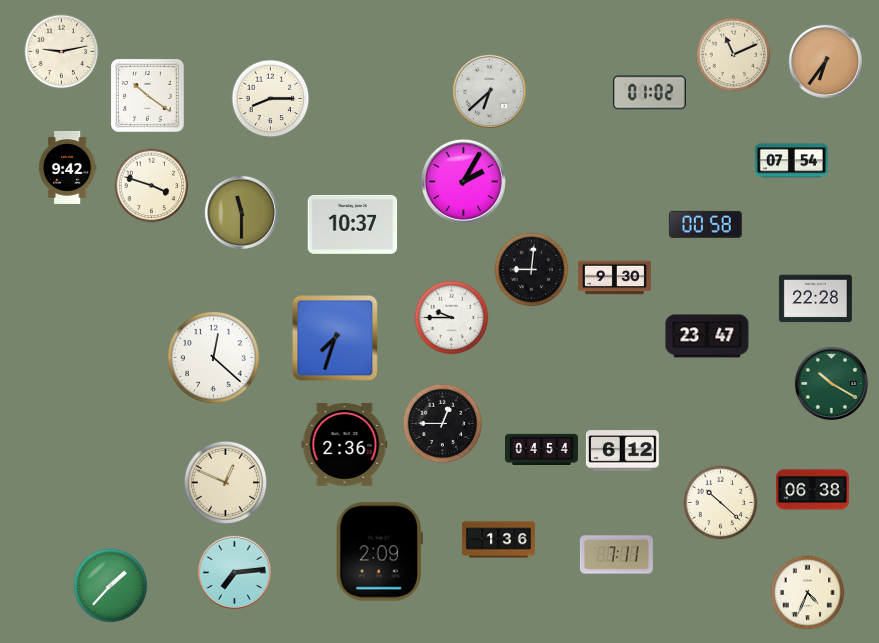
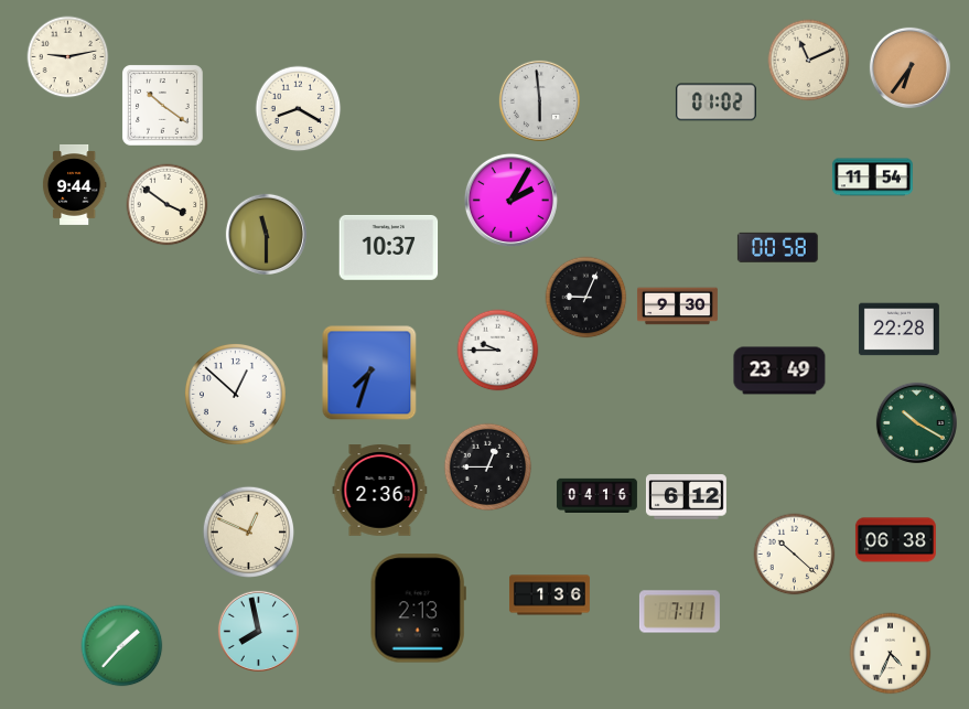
clock at (489, 91): 6:38 -> 5:59
clock at (271, 99): 8:15 -> 8:20
clock at (791, 161): 07:54 -> 11:54
clock at (67, 167): 9:42 -> 9:44
clock at (152, 186): 3:48 -> 3:51
clock at (532, 270): 9:01 -> 9:04
clock at (707, 336): 23:47 -> 23:49
clock at (213, 357): 12:22 -> 12:52
clock at (541, 449): 04:54 -> 04:16
clock at (379, 552): 2:09 -> 2:13
clock at (234, 572): 7:14 -> 7:58
